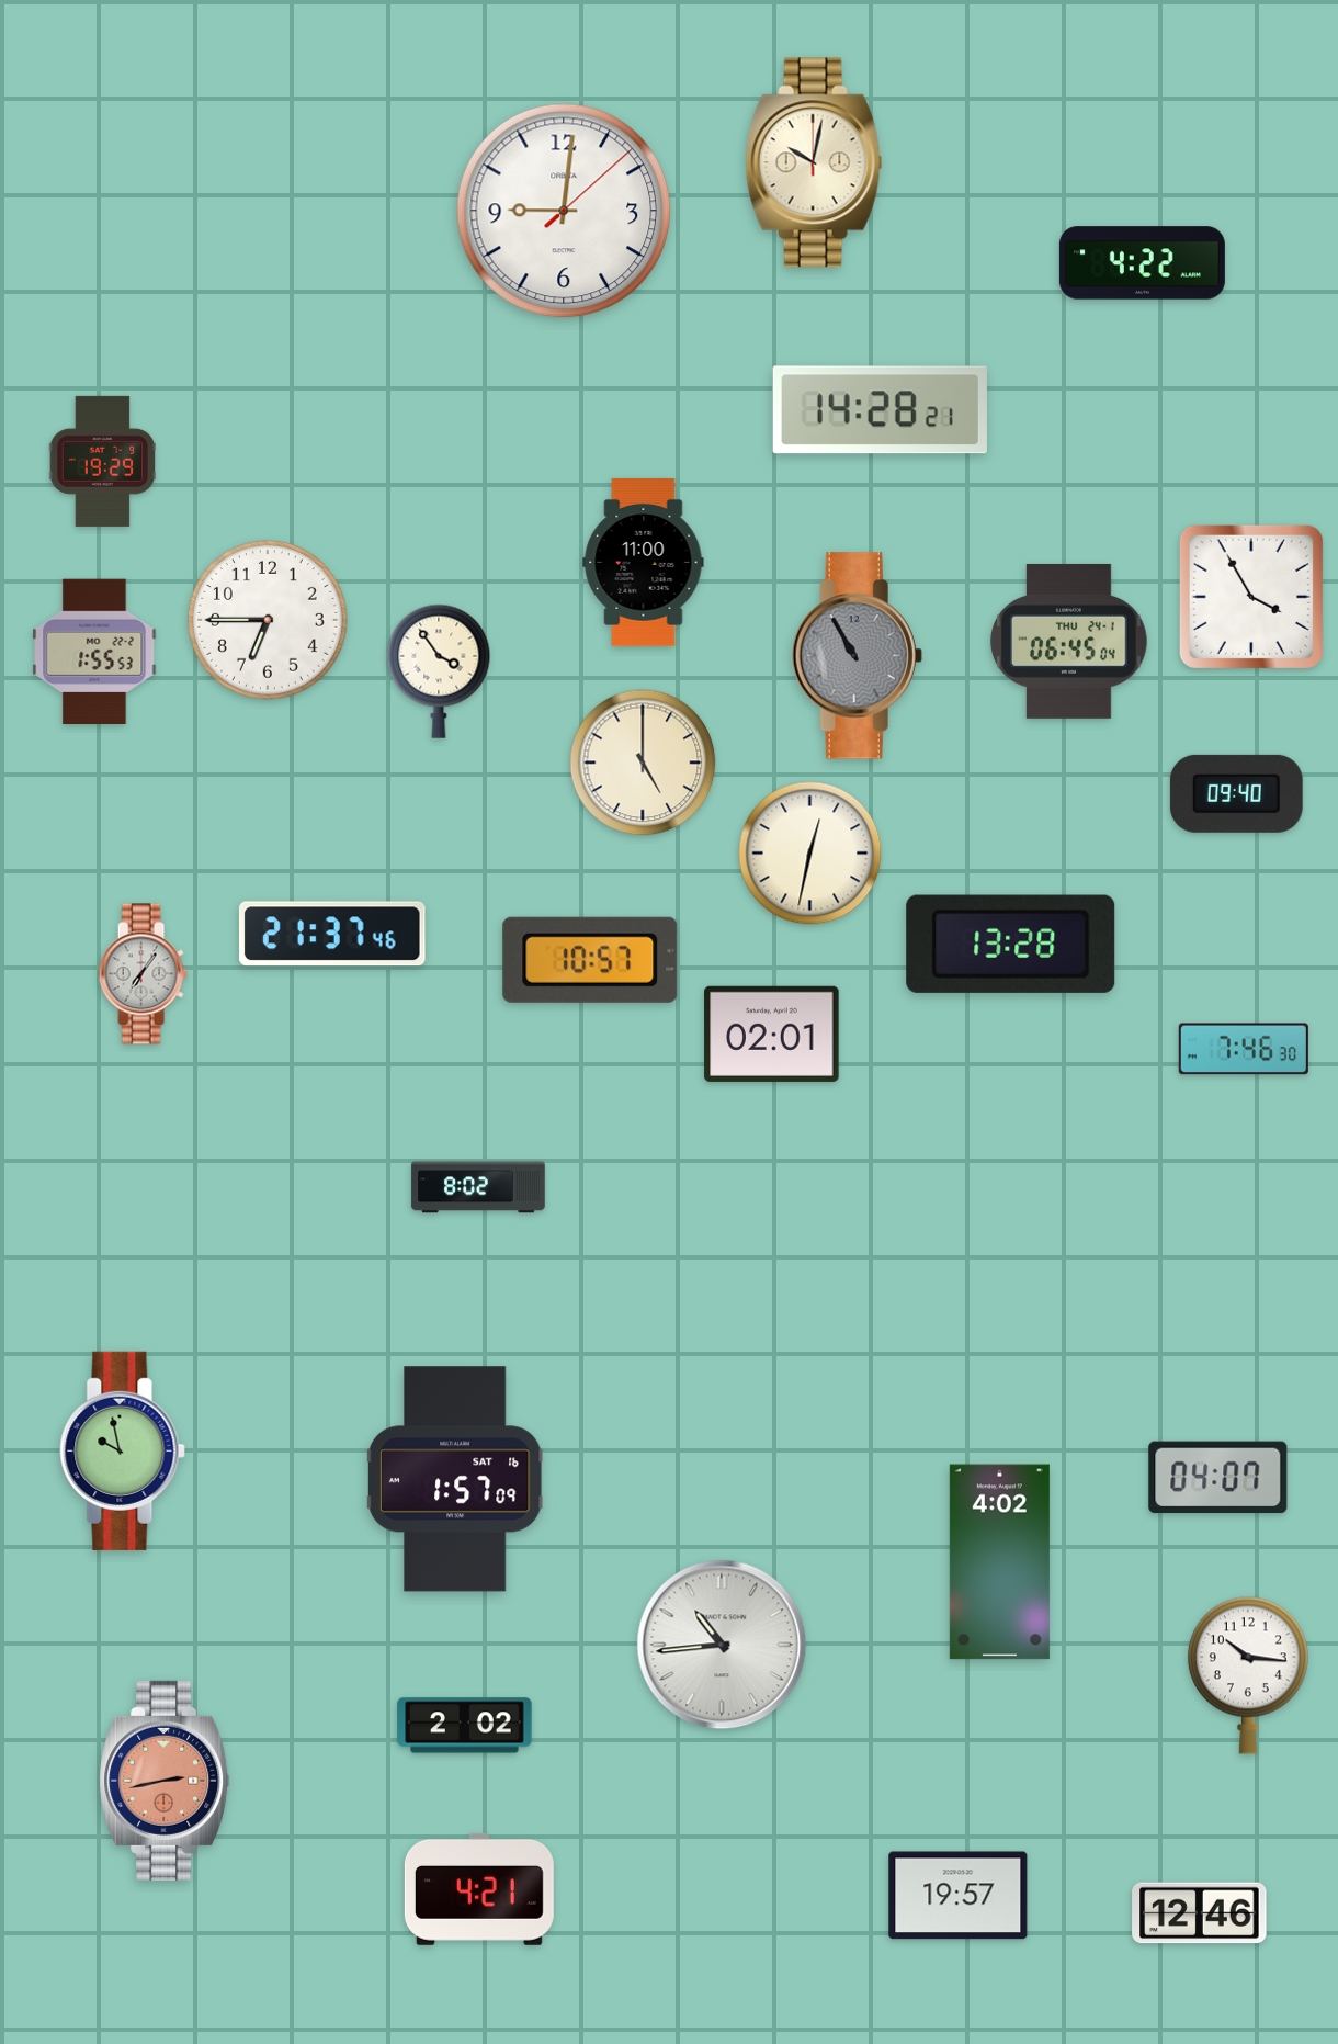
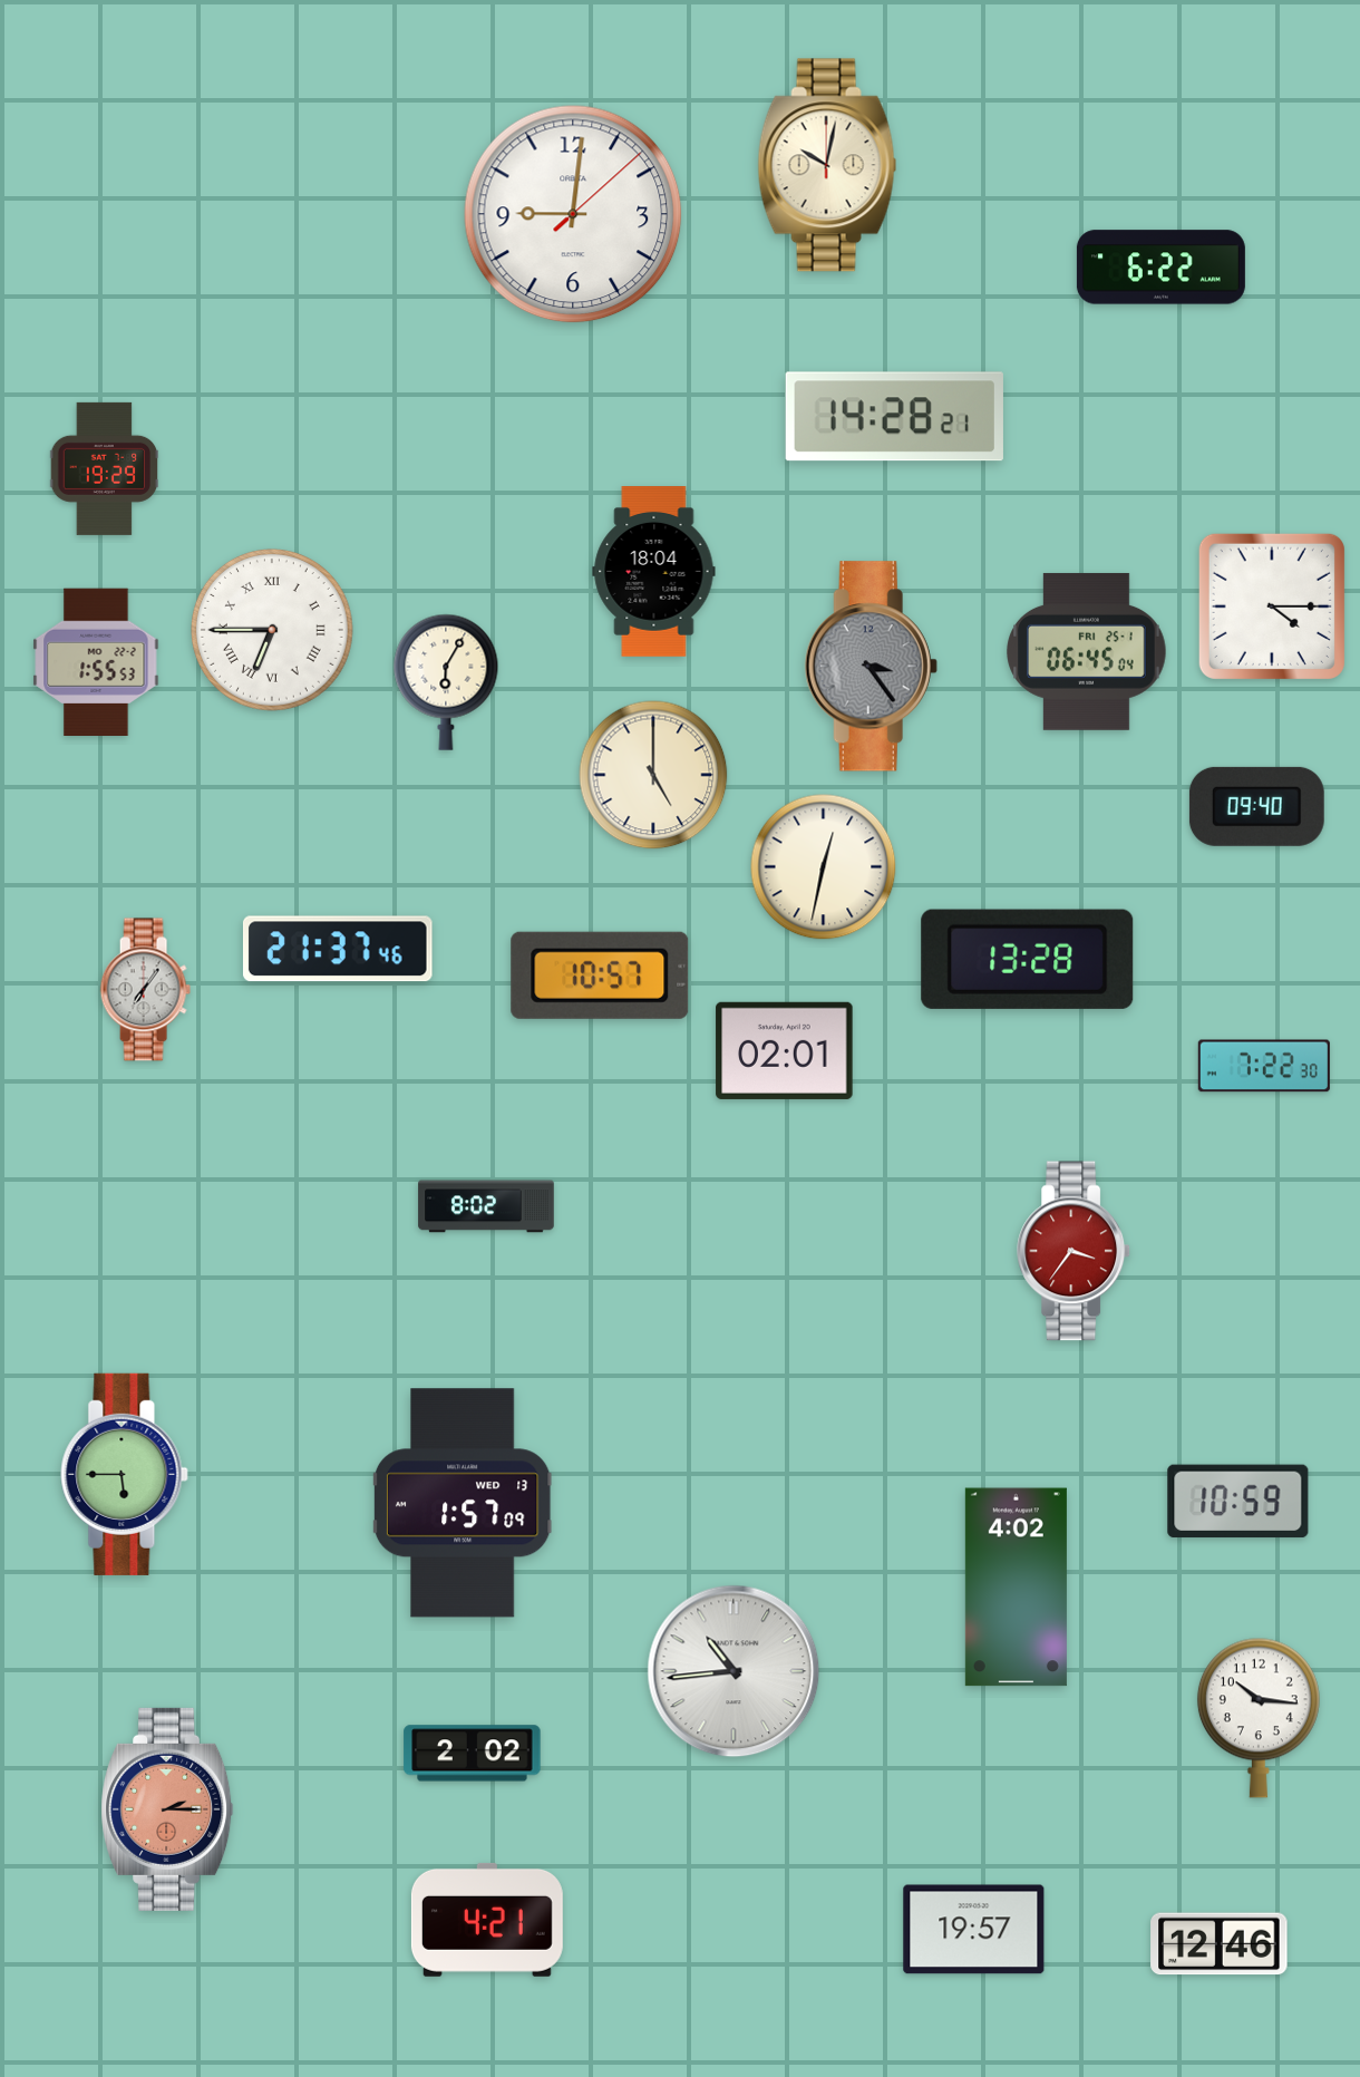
clock at (1142, 263): 4:22 -> 6:22
clock at (644, 563): 11:00 -> 18:04
clock at (1251, 597): 3:55 -> 4:15
clock at (268, 620) numerals: Arabic -> Roman
clock at (1069, 641) date: THU 24-1 -> FRI 25-1
clock at (857, 656): 10:55 -> 3:24
clock at (439, 671): 3:54 -> 6:05
clock at (1244, 1049): 7:46 -> 7:22
clock at (1075, 1251): none -> 3:36
clock at (123, 1450): 9:58 -> 5:45
clock at (1218, 1478): 04:07 -> 10:59
clock at (455, 1479) date: SAT 16 -> WED 13
clock at (1248, 1675) position: (1248, 1675) -> (1259, 1718)
clock at (165, 1781): 2:43 -> 2:15
clock at (959, 1896) position: (959, 1896) -> (974, 1930)
